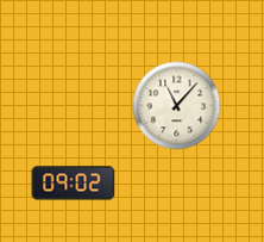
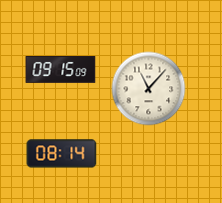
clock at (61, 69): none -> 09:15
clock at (74, 184): 09:02 -> 08:14
